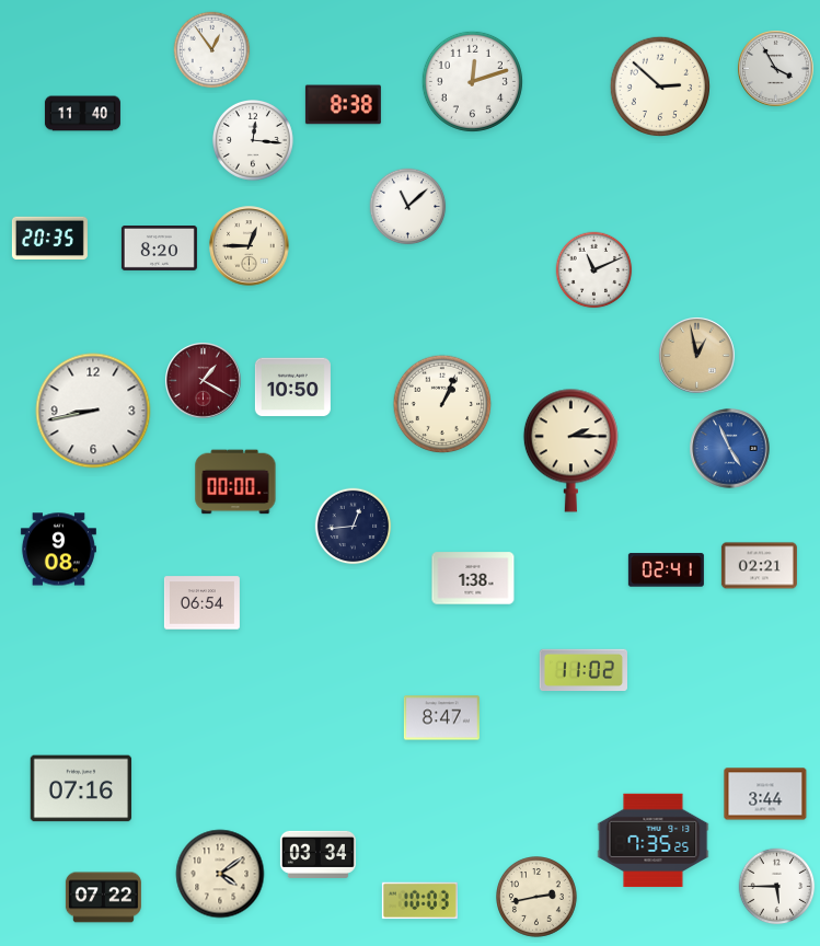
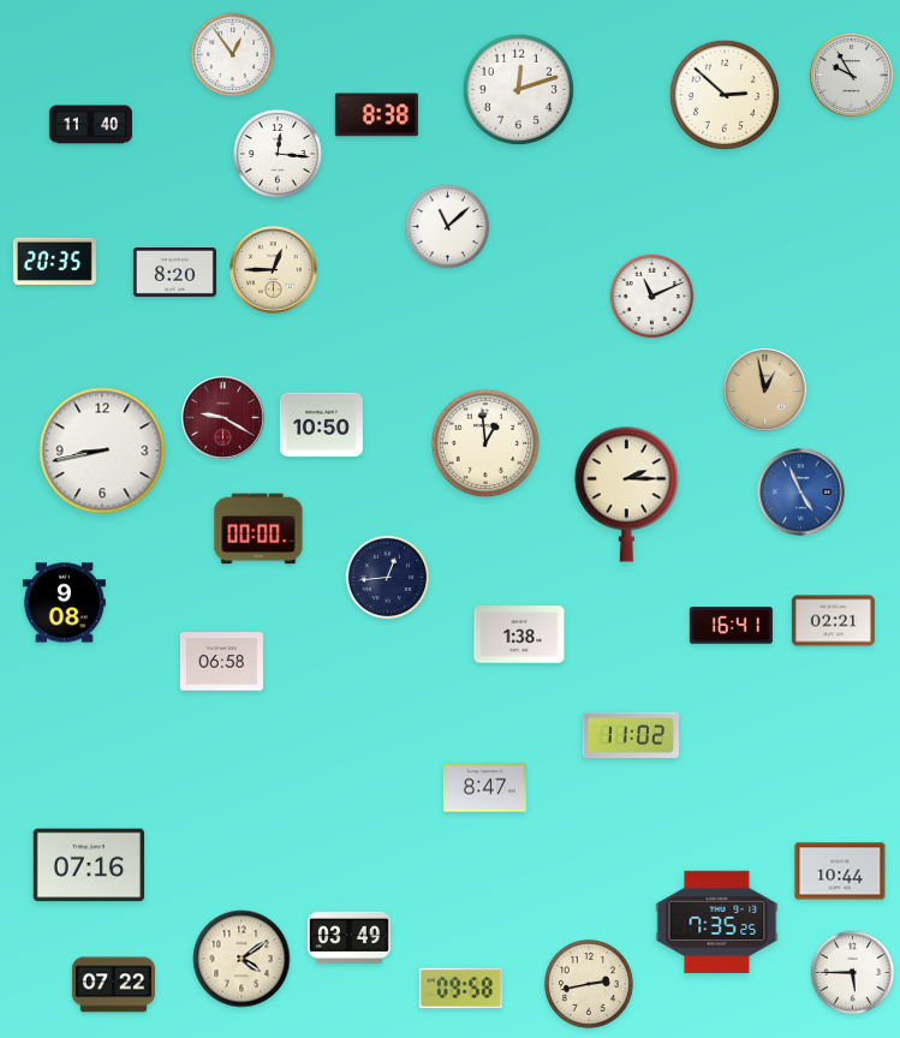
clock at (776, 69): 3:55 -> 9:55
clock at (204, 381): 1:20 -> 9:20
clock at (442, 404): 1:04 -> 12:59
clock at (666, 570): 02:41 -> 16:41
clock at (201, 603): 06:54 -> 06:58
clock at (582, 669) position: (582, 669) -> (630, 734)
clock at (765, 794): 3:44 -> 10:44
clock at (317, 854): 03:34 -> 03:49
clock at (419, 901): 10:03 -> 09:58
